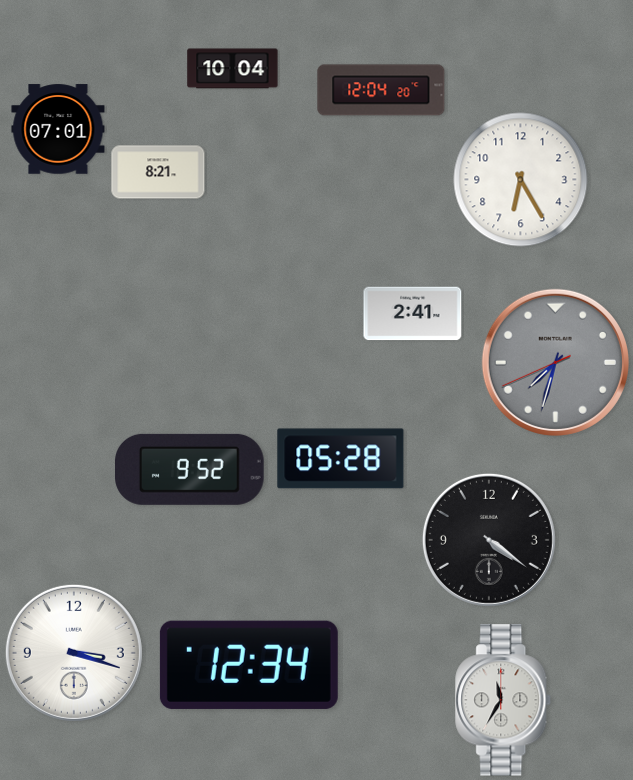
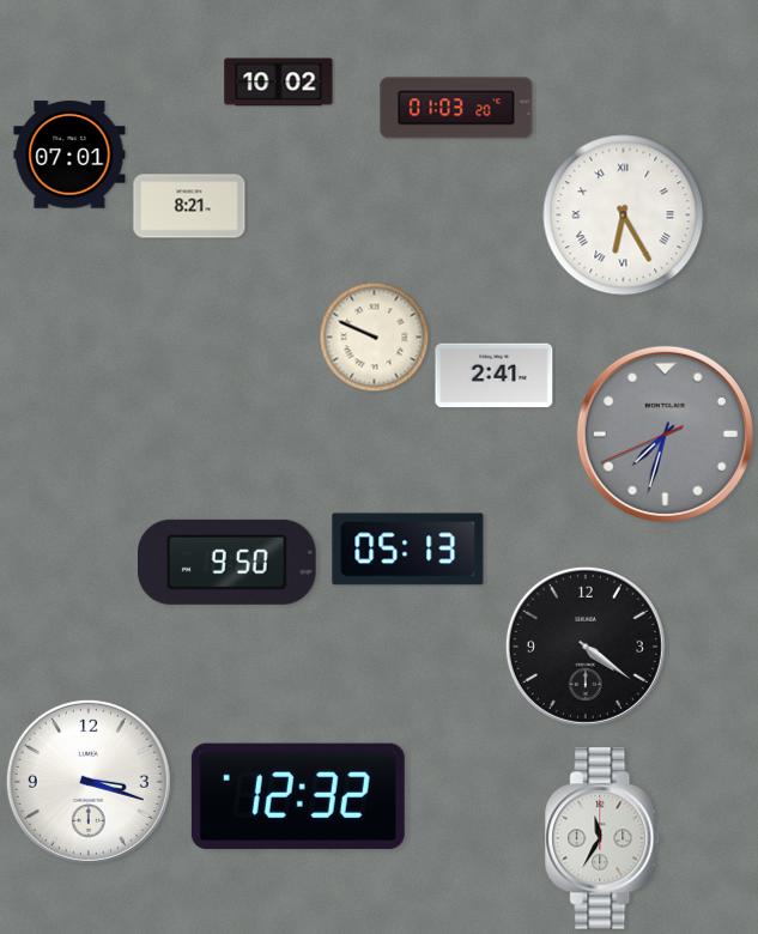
clock at (233, 69): 10:04 -> 10:02
clock at (381, 90): 12:04 -> 01:03
clock at (521, 180) numerals: Arabic -> Roman
clock at (375, 338): none -> 9:49
clock at (341, 459): 05:28 -> 05:13
clock at (190, 469): 9:52 -> 9:50
clock at (249, 665): 12:34 -> 12:32
